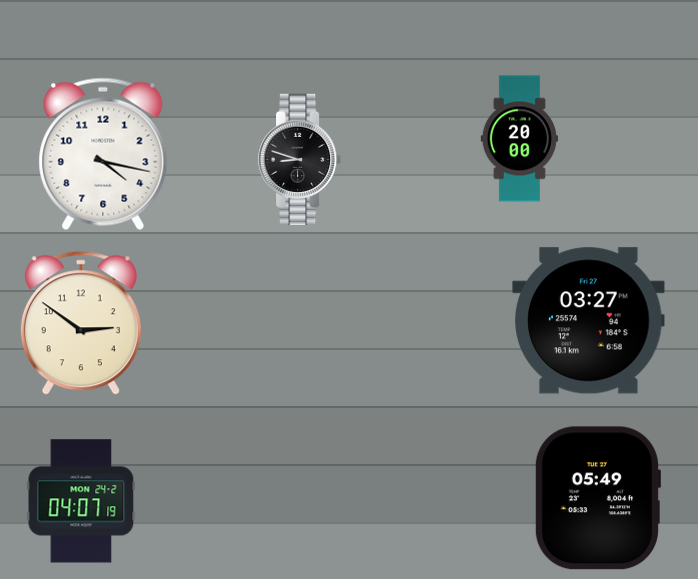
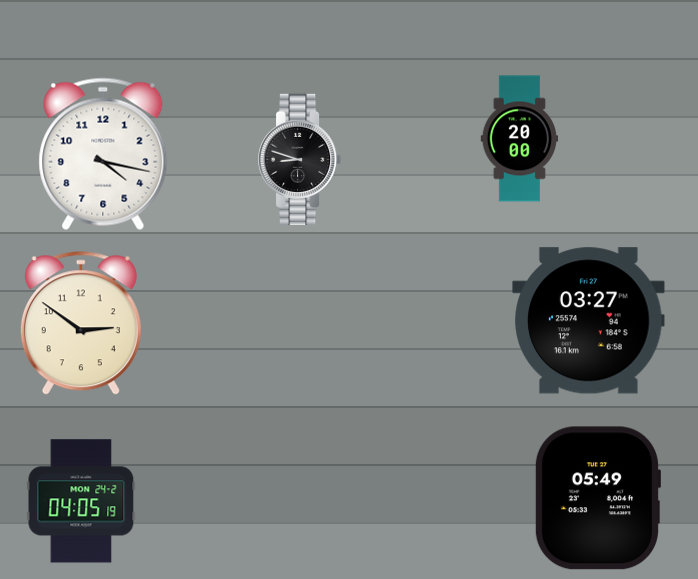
clock at (81, 501): 04:07 -> 04:05
